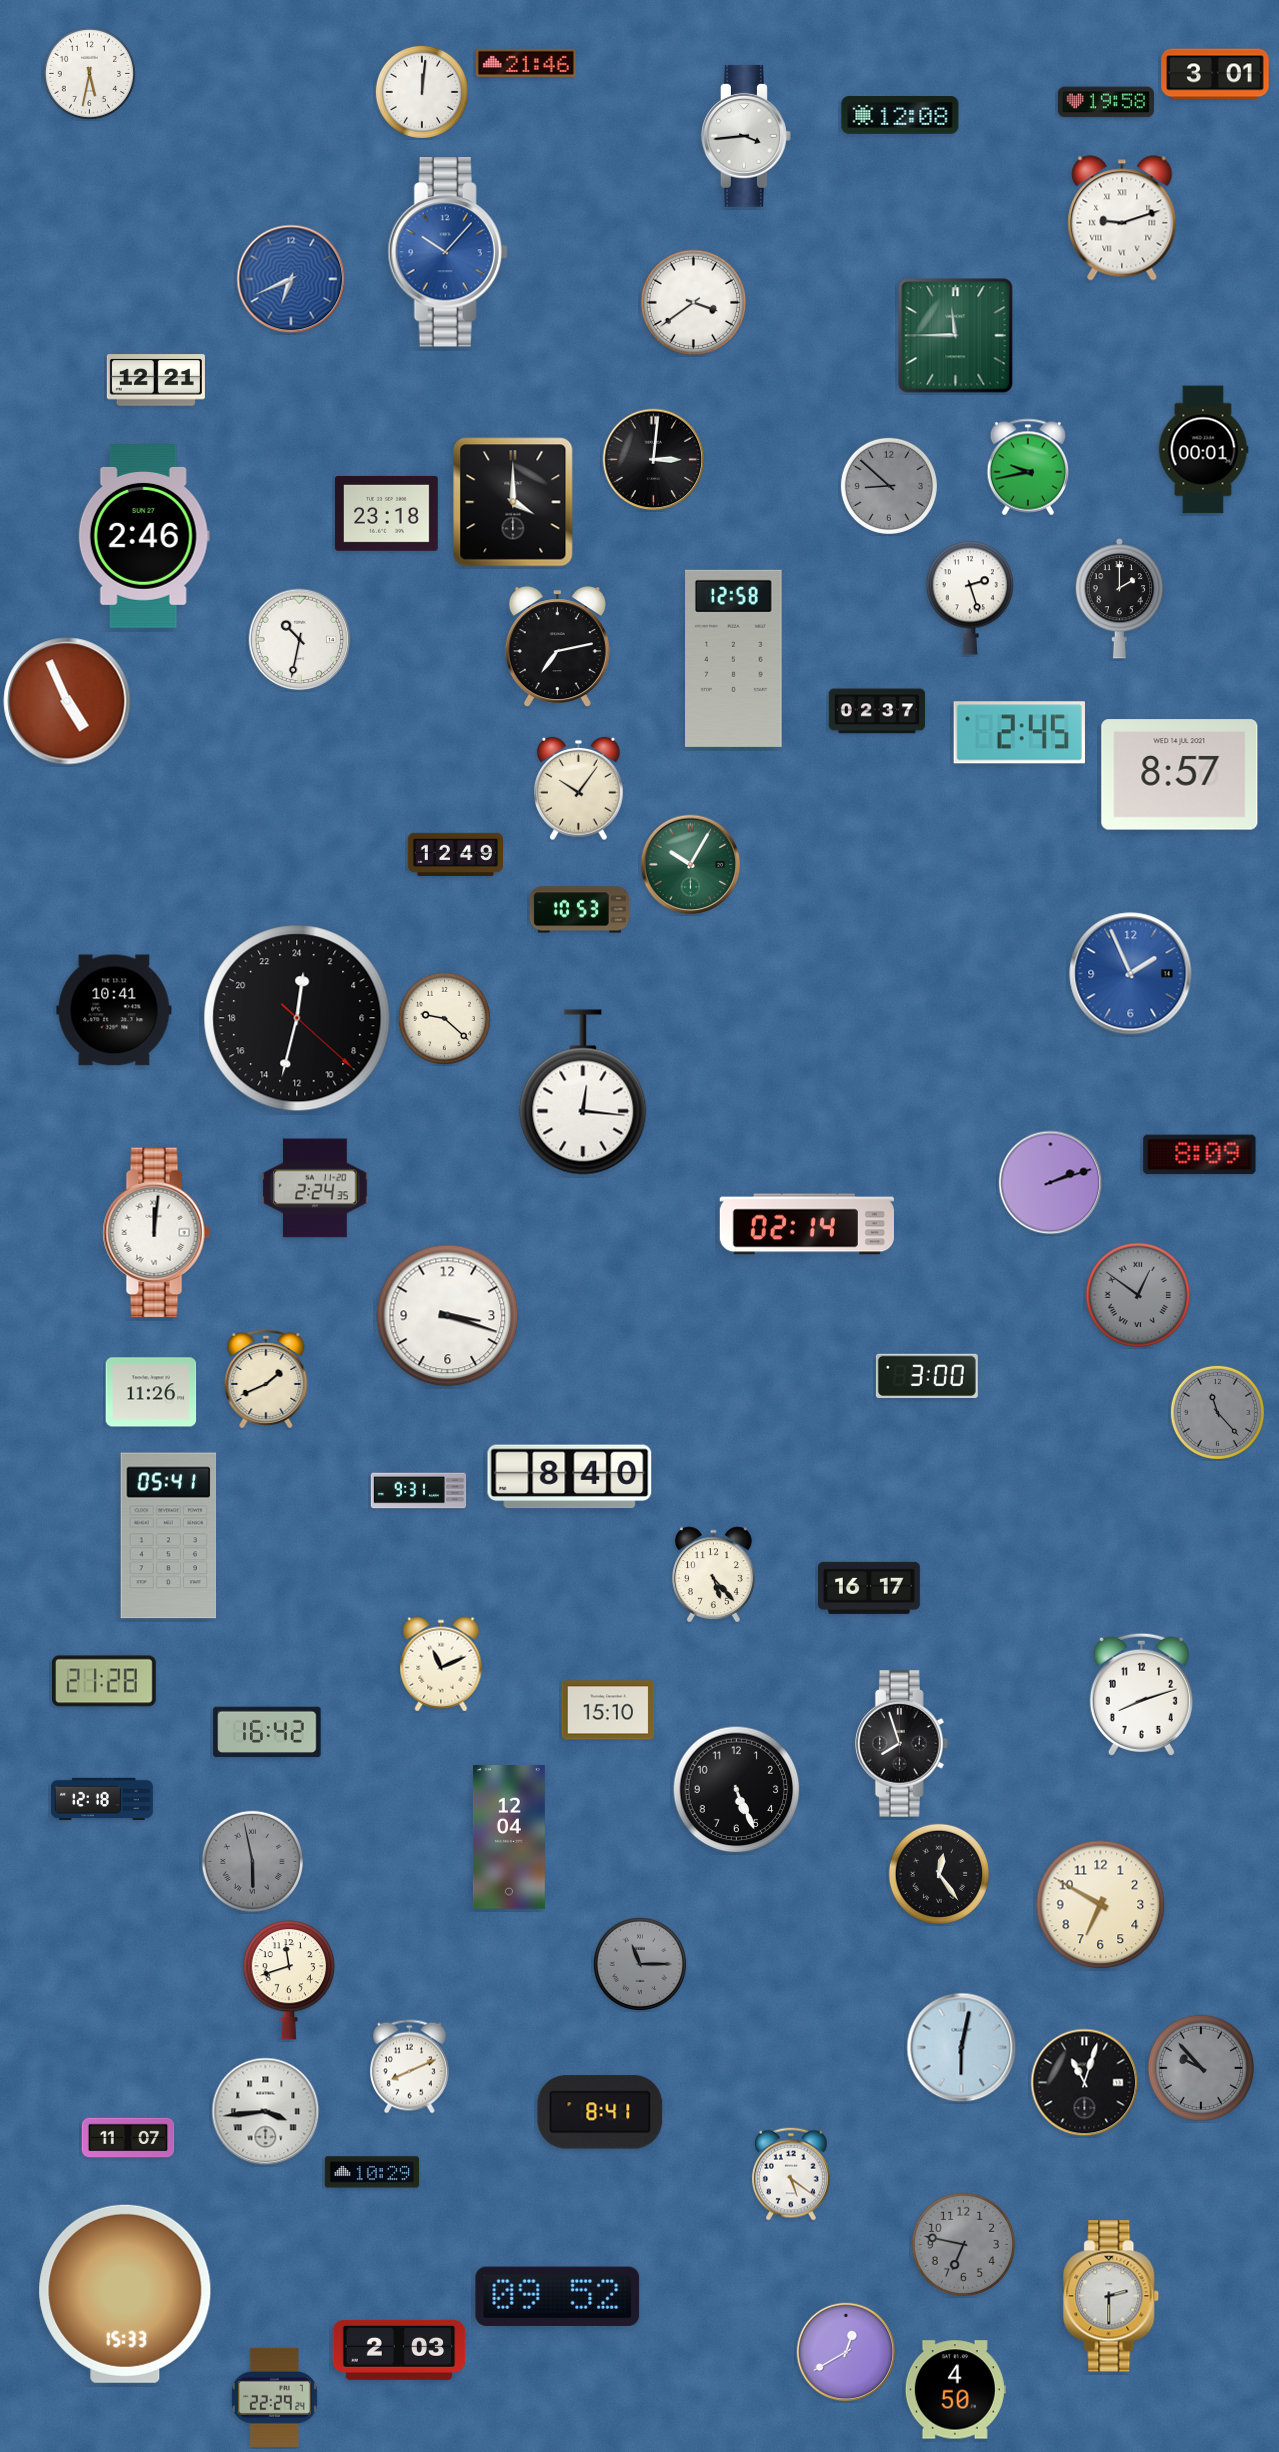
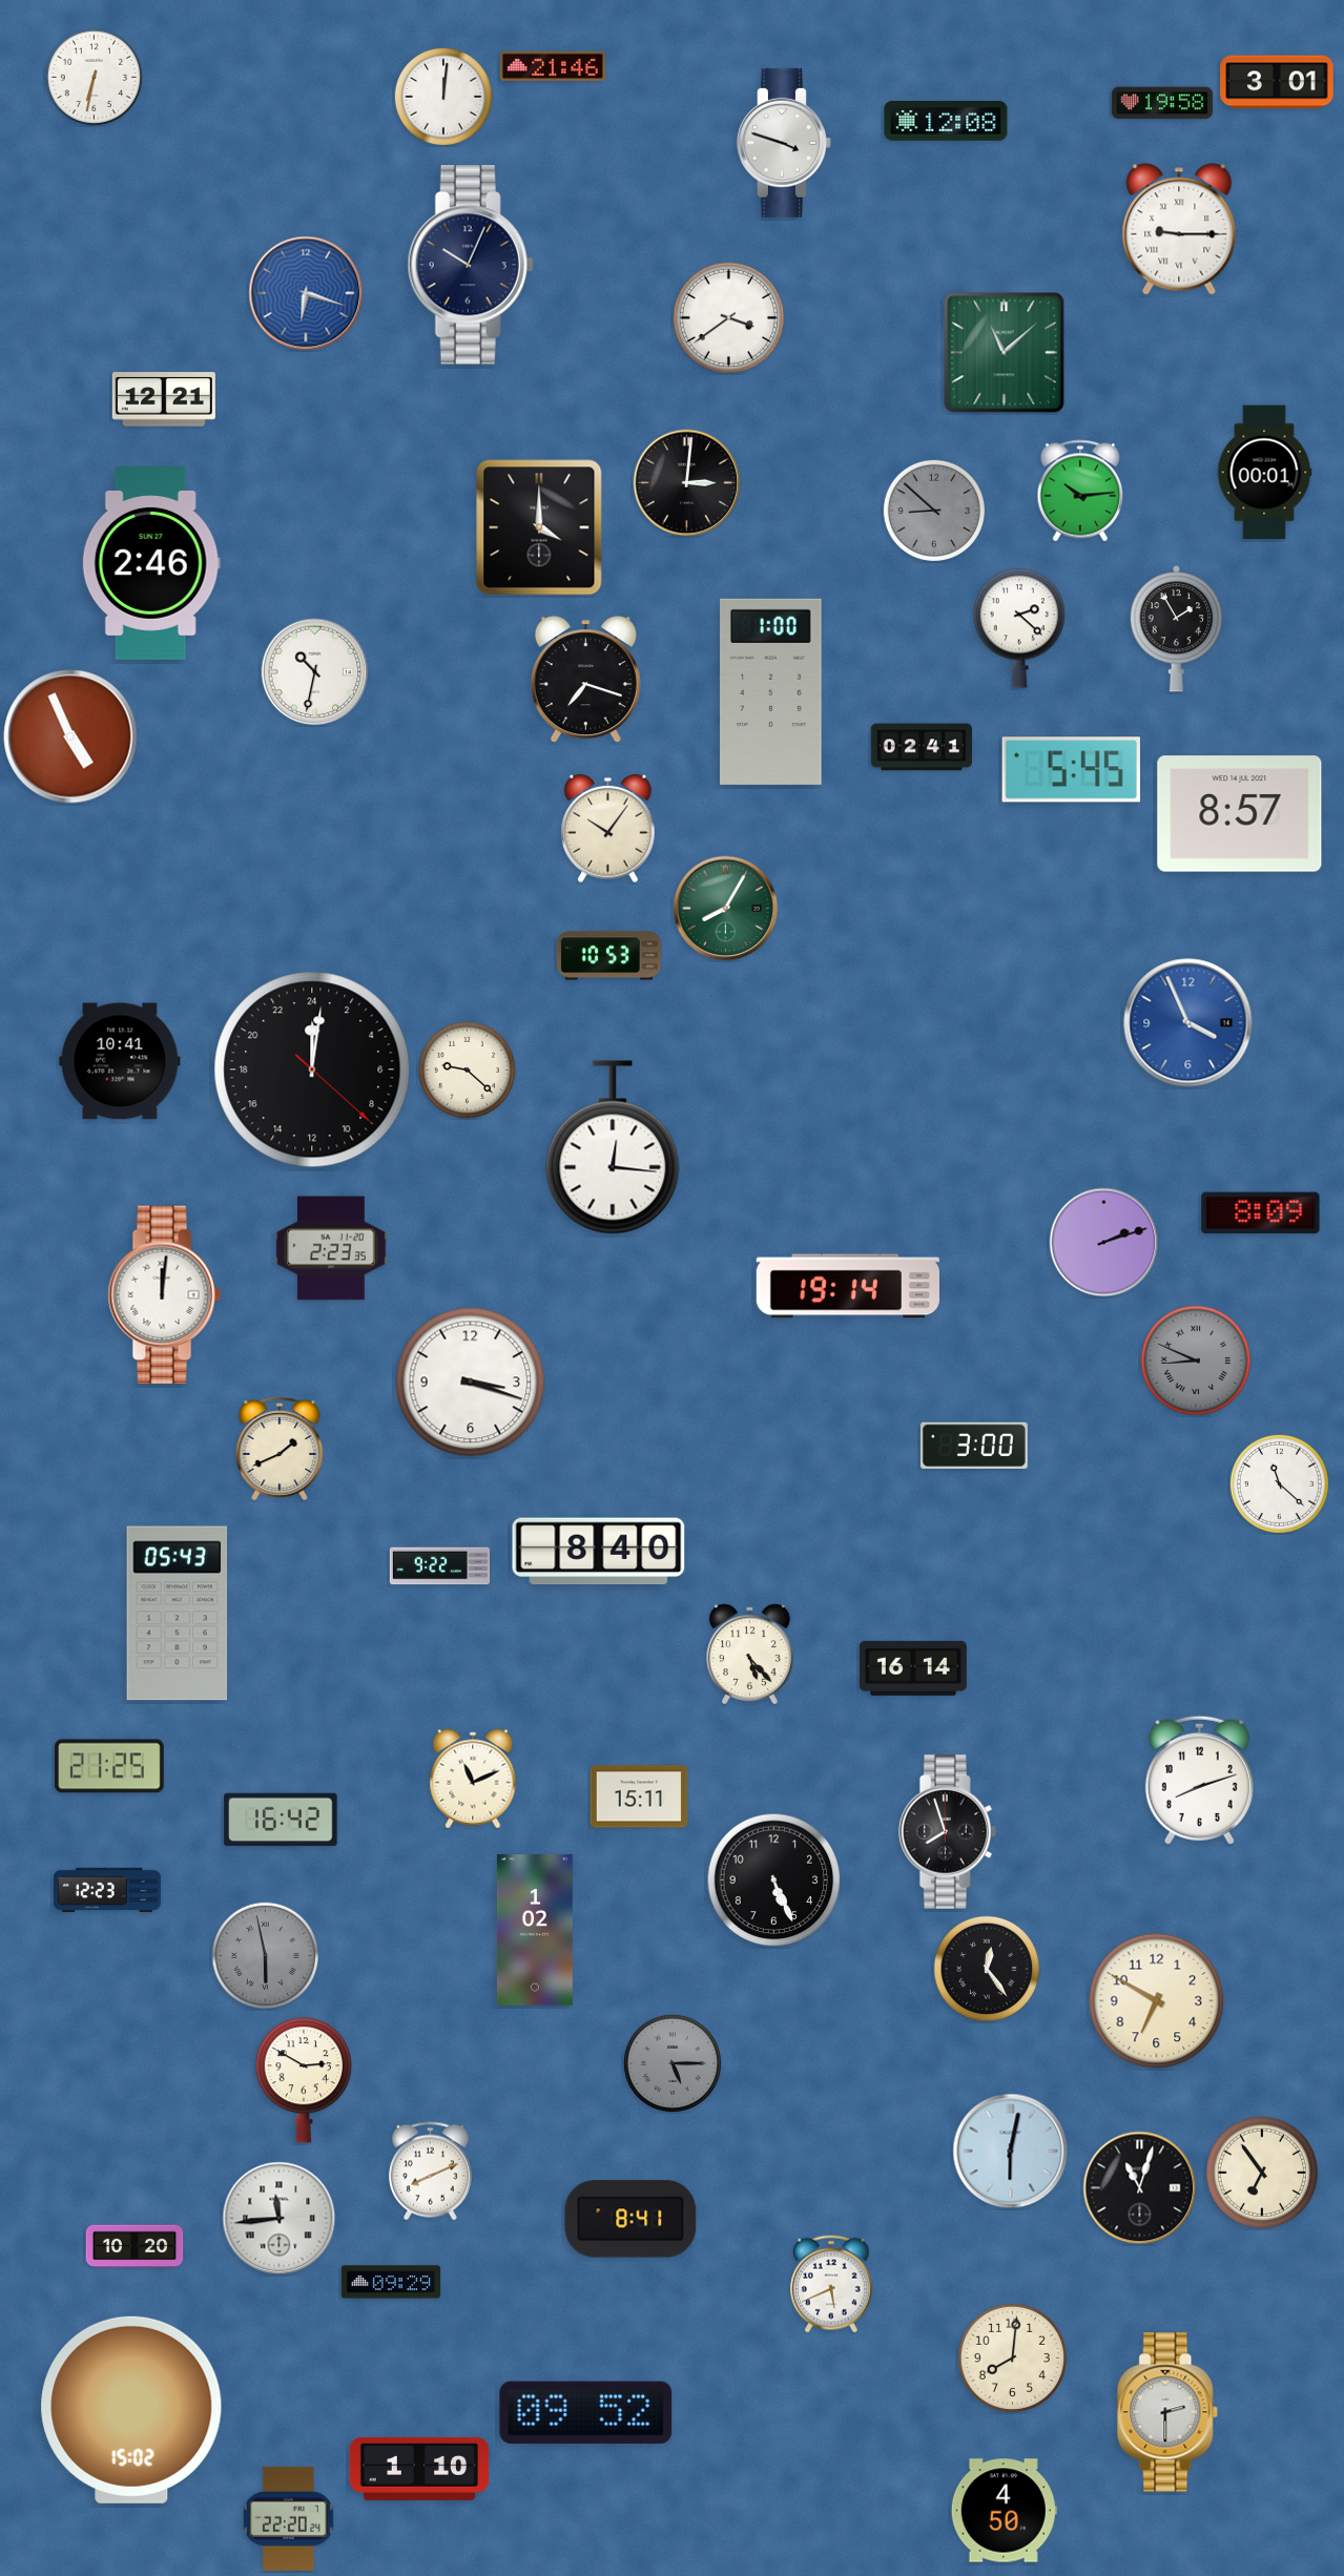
clock at (89, 73): 5:32 -> 6:32
clock at (1215, 74) position: (1215, 74) -> (1277, 82)
clock at (1106, 102) position: (1106, 102) -> (1162, 103)
clock at (746, 136): 3:44 -> 3:48
clock at (1122, 218): 9:12 -> 9:15
clock at (448, 252): 10:07 -> 10:04
clock at (448, 252) dial: blue -> navy
clock at (291, 279): 6:41 -> 6:18
clock at (956, 336): 11:45 -> 11:08
clock at (1028, 467): 9:43 -> 10:14
clock at (386, 513): 23:18 -> none
clock at (969, 598): 2:27 -> 2:22
clock at (1120, 598): 2:00 -> 1:55
clock at (557, 647): 7:13 -> 7:18
clock at (734, 658): 12:58 -> 1:00
clock at (877, 711): 02:37 -> 02:41
clock at (1019, 733): 2:45 -> 5:45
clock at (455, 854): 12:49 -> none
clock at (691, 865): 10:05 -> 8:05
clock at (1131, 974): 1:56 -> 3:56
clock at (297, 1018): 0:32 -> 0:01
clock at (315, 1188): 2:24 -> 2:23
clock at (807, 1224): 02:14 -> 19:14
clock at (1137, 1294): 12:51 -> 8:49
clock at (151, 1392): 11:26 -> none
clock at (1217, 1412): 11:23 -> 11:22
clock at (1217, 1412) dial: grey -> white
clock at (419, 1491): 9:31 -> 9:22
clock at (169, 1536): 05:41 -> 05:43
clock at (869, 1588): 16:17 -> 16:14
clock at (441, 1664) position: (441, 1664) -> (473, 1779)
clock at (105, 1681): 21:28 -> 21:25
clock at (608, 1710): 15:10 -> 15:11
clock at (102, 1798): 12:18 -> 12:23
clock at (509, 1838): 12:04 -> 1:02
clock at (640, 1964): 11:15 -> 5:15
clock at (289, 1981): 11:42 -> 2:50
clock at (1200, 2067): 9:53 -> 6:54
clock at (1200, 2067) dial: grey -> cream
clock at (266, 2112): 3:44 -> 11:44
clock at (128, 2138): 11:07 -> 10:20
clock at (372, 2172): 10:29 -> 09:29
clock at (791, 2174): 5:21 -> 5:41
clock at (963, 2244): 6:47 -> 8:01
clock at (963, 2244) dial: grey -> cream
clock at (125, 2294): 15:33 -> 15:02
clock at (399, 2350): 2:03 -> 1:10
clock at (846, 2352): 12:40 -> none
clock at (274, 2397): 22:29 -> 22:20
